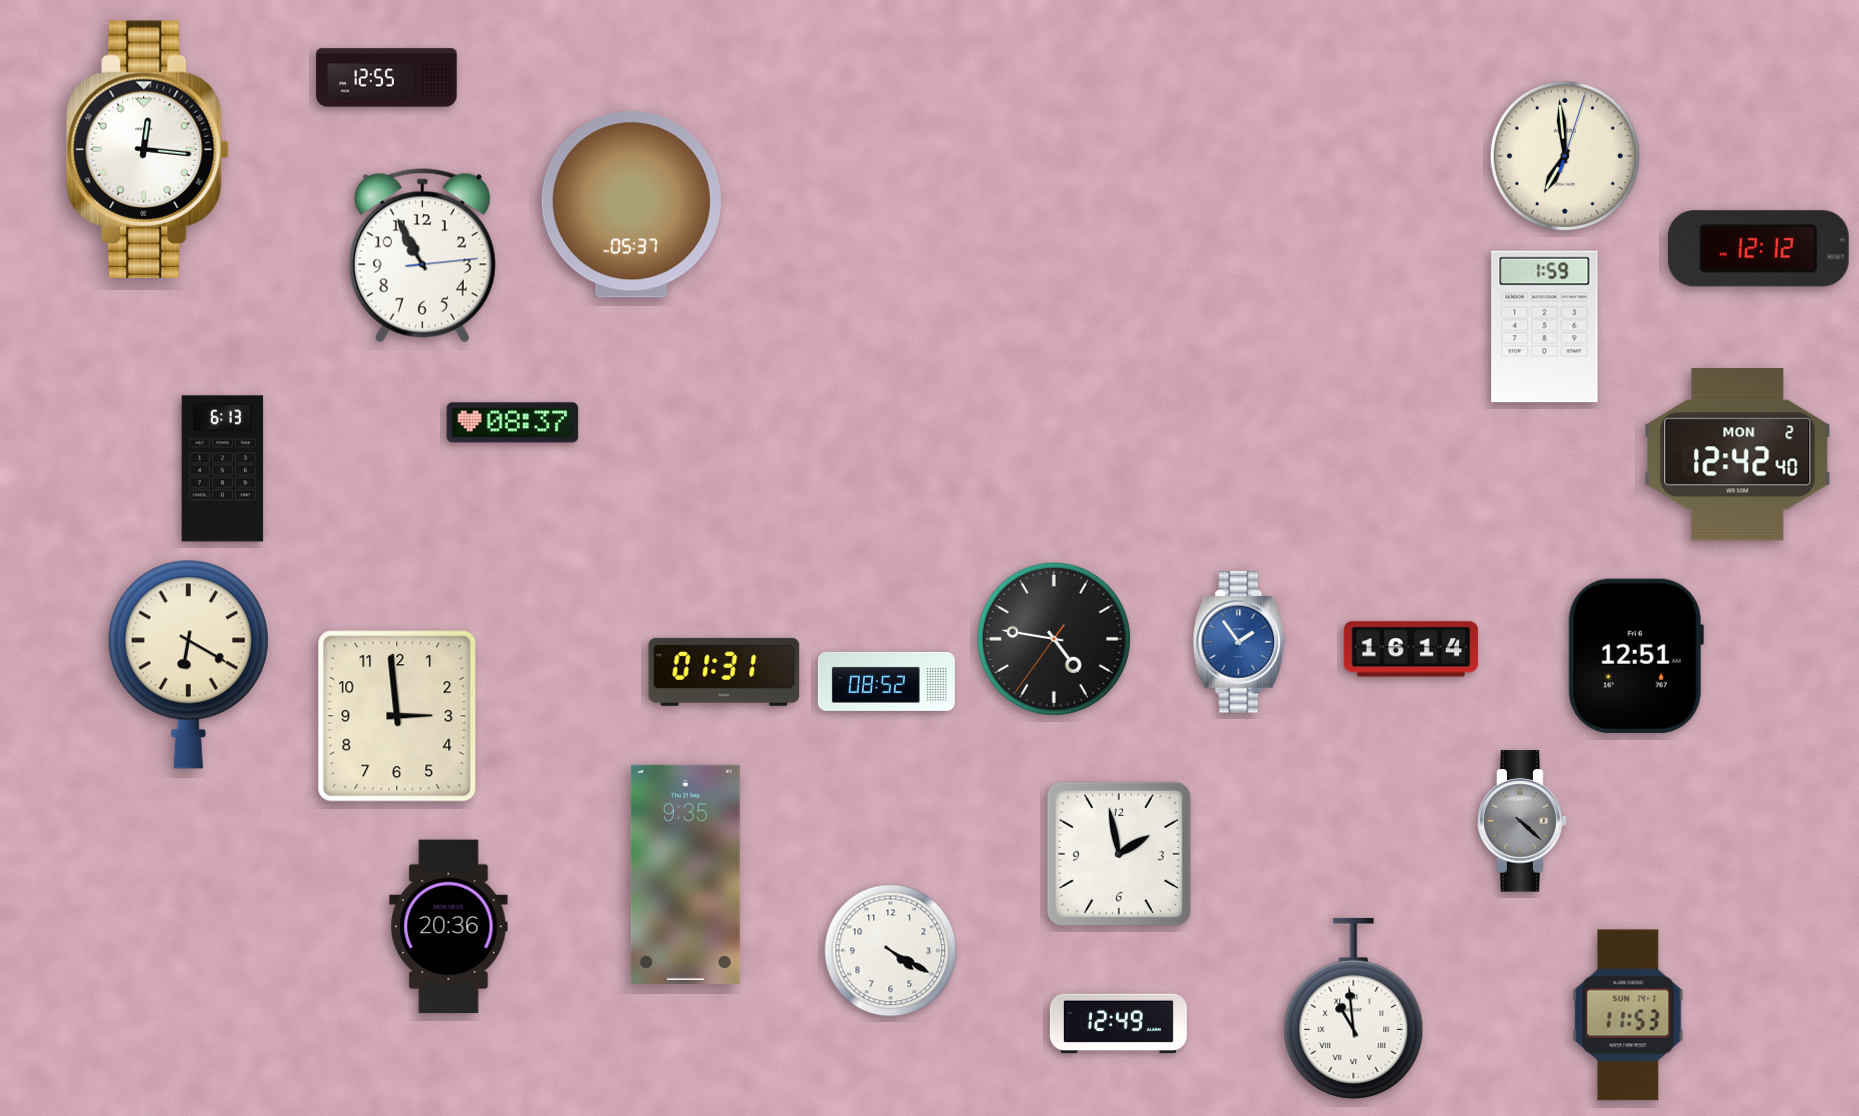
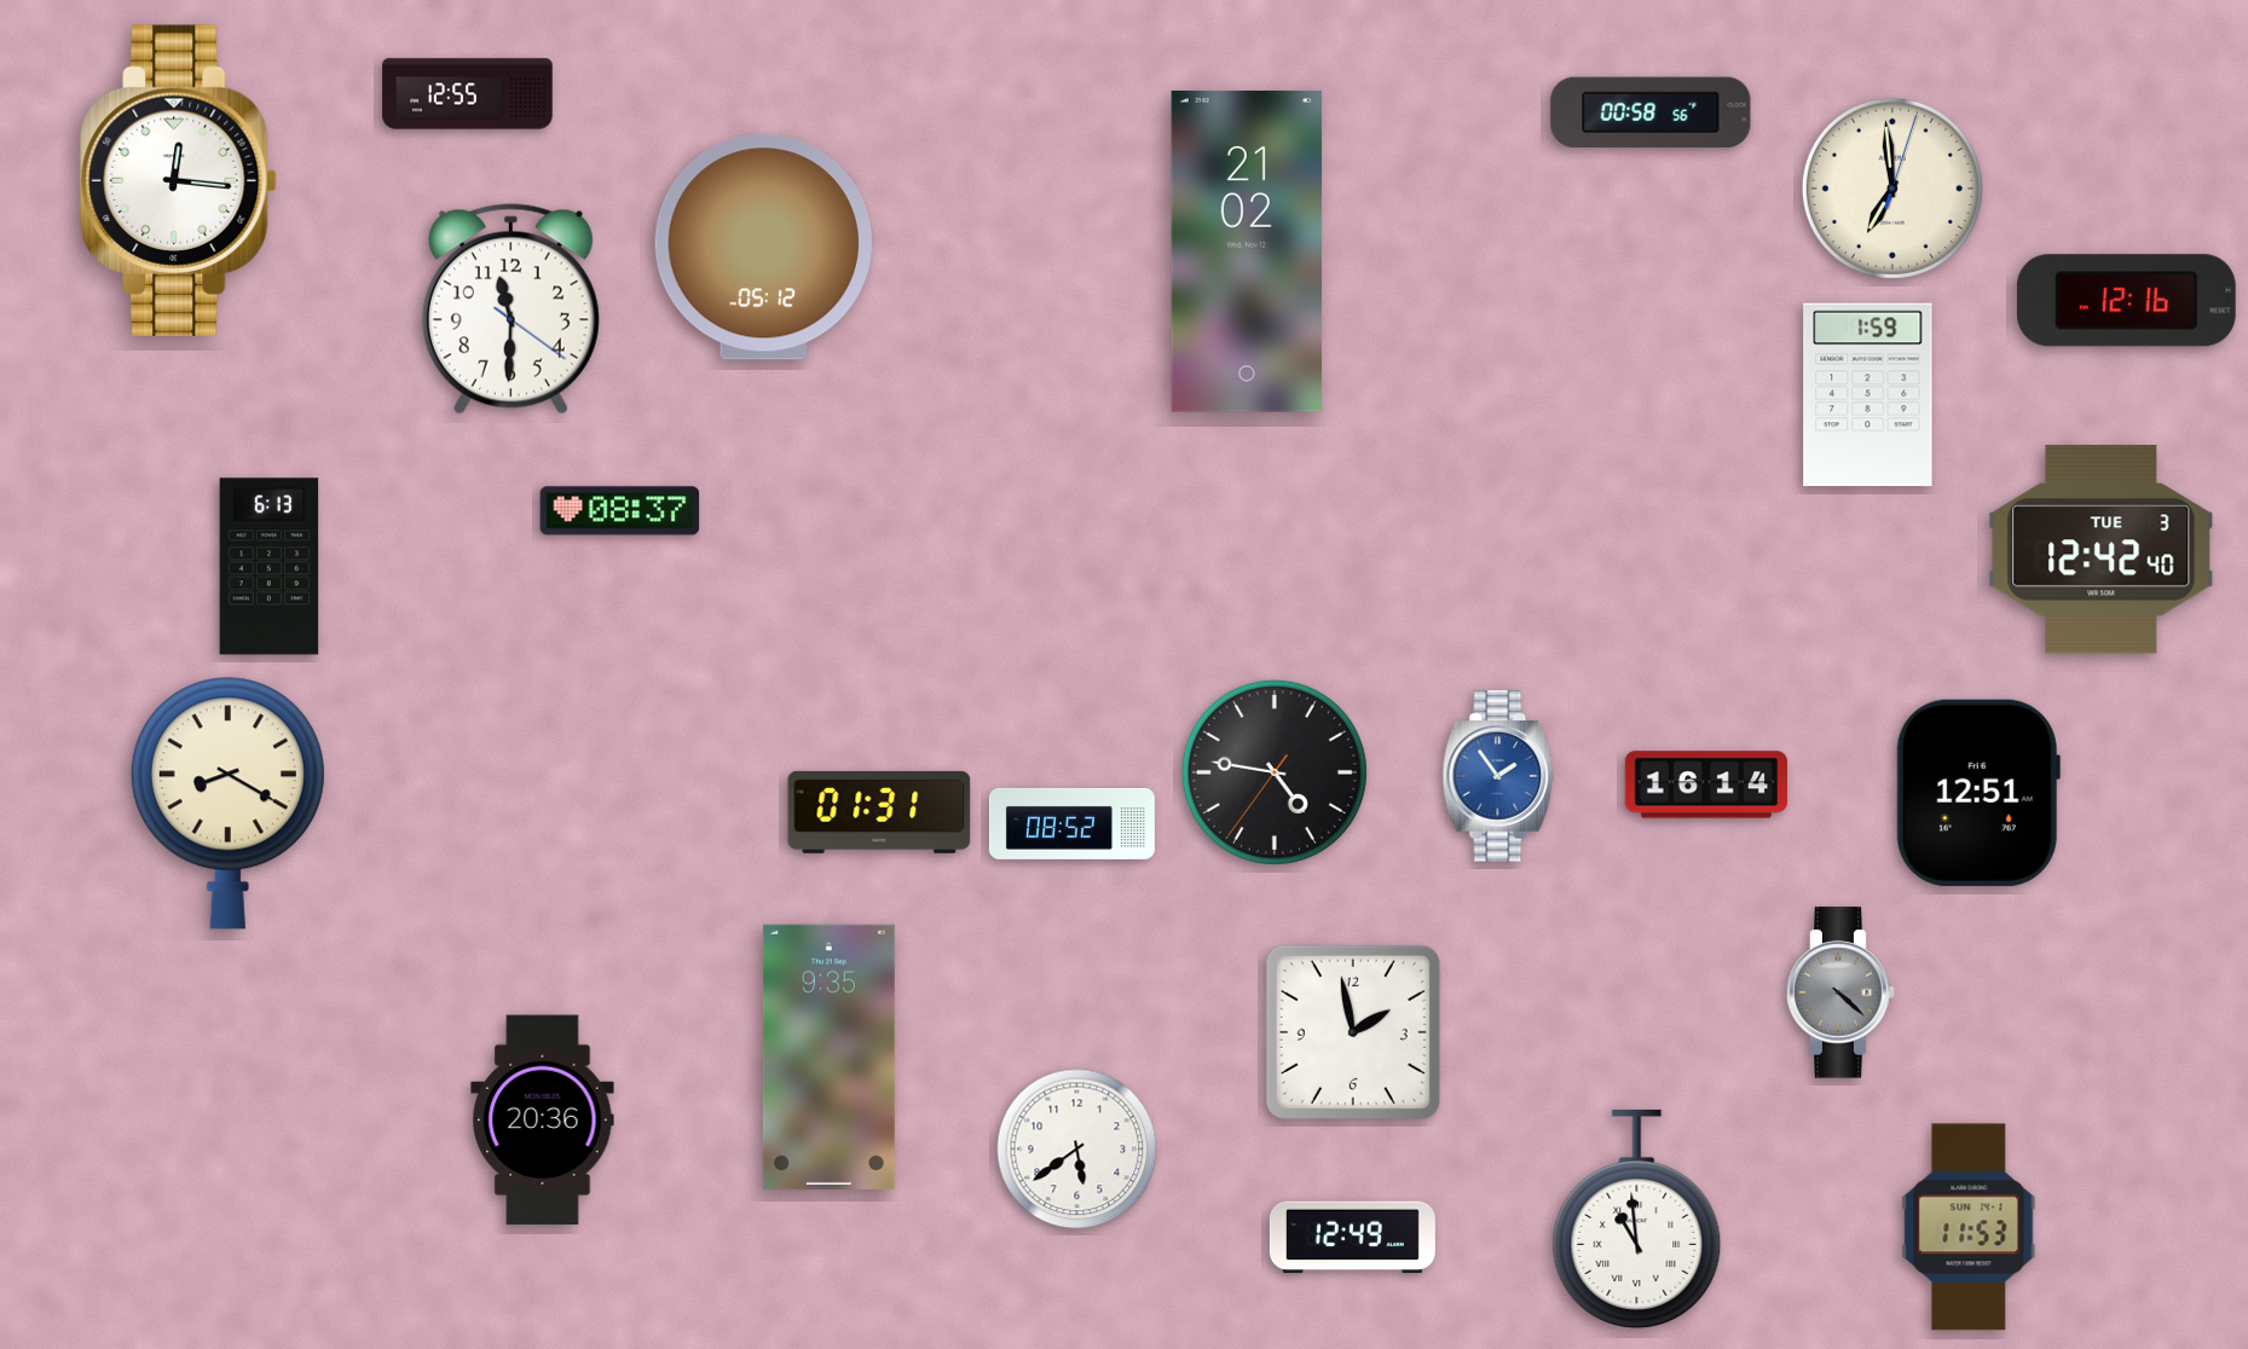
clock at (1651, 112): none -> 00:58
clock at (631, 205): 05:37 -> 05:12
clock at (1247, 251): none -> 21:02
clock at (1758, 249): 12:12 -> 12:16
clock at (422, 256): 10:55 -> 11:30
clock at (1738, 455) date: MON 2 -> TUE 3
clock at (188, 664): 6:20 -> 8:20
clock at (724, 672) position: (724, 672) -> (879, 812)
clock at (397, 716): 2:59 -> none
clock at (891, 951): 4:20 -> 5:39
